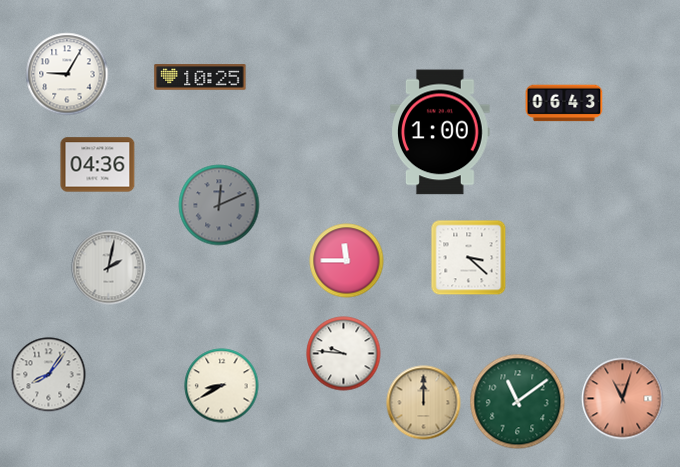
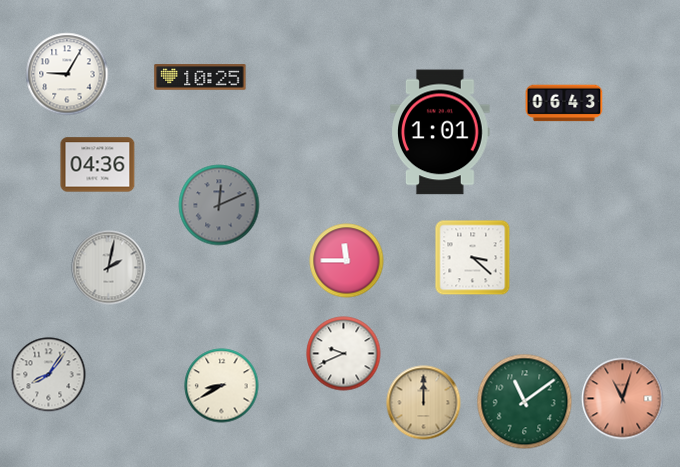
clock at (441, 132): 1:00 -> 1:01
clock at (469, 258) position: (469, 258) -> (473, 258)
clock at (344, 354): 9:46 -> 9:41
clock at (518, 402) position: (518, 402) -> (525, 402)
